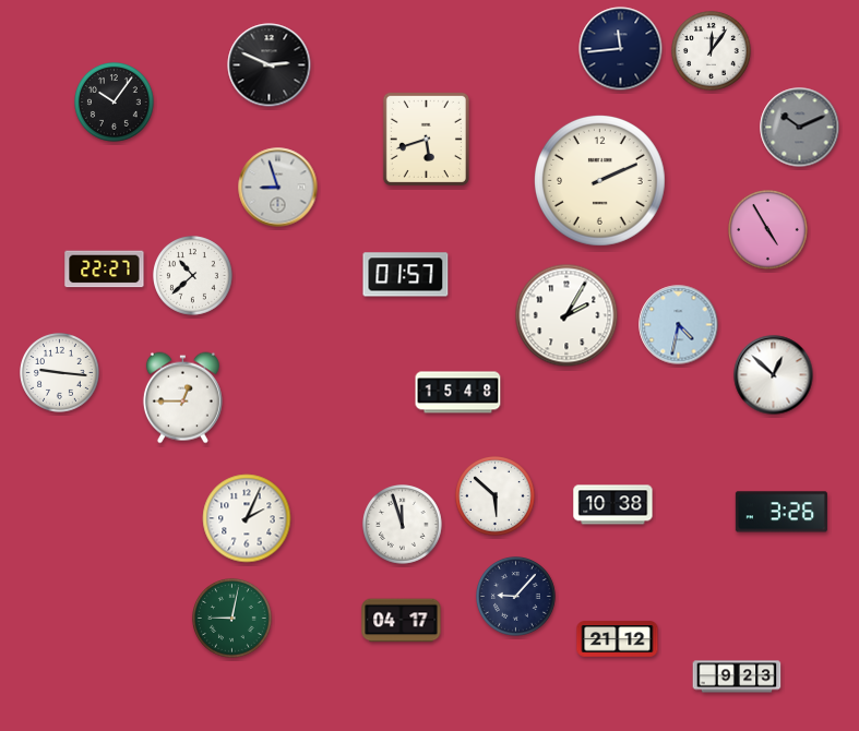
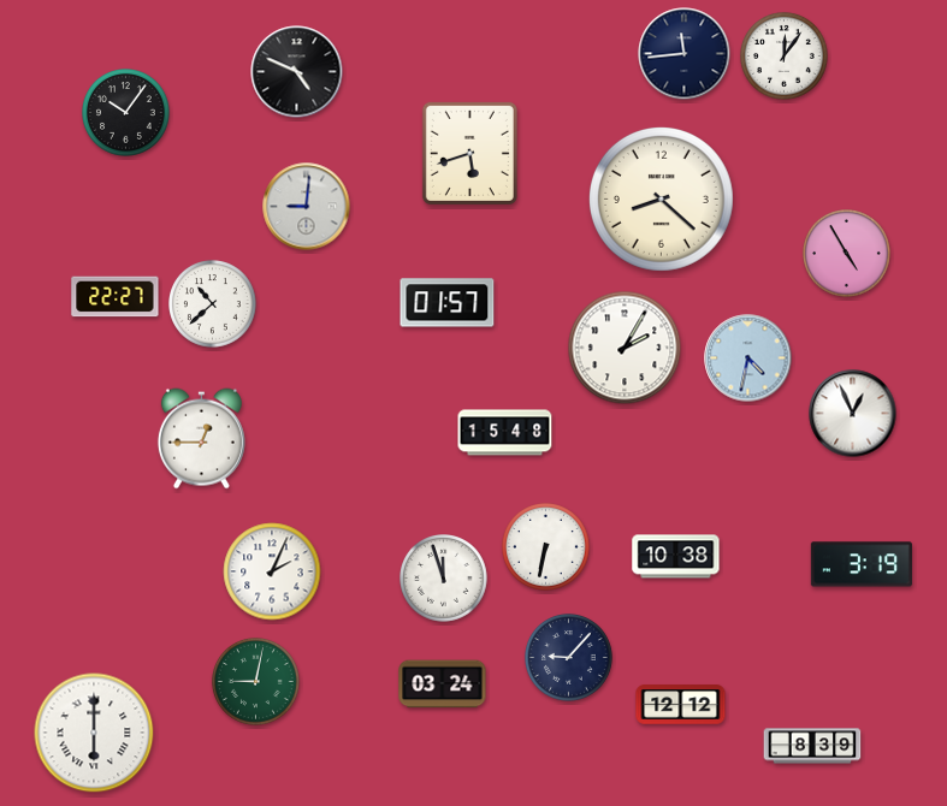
clock at (270, 65): 2:49 -> 4:49
clock at (800, 128): 10:11 -> none
clock at (599, 180): 2:11 -> 8:22
clock at (278, 188): 8:57 -> 9:01
clock at (60, 373): 9:16 -> none
clock at (774, 375): 12:52 -> 12:56
clock at (496, 496): 5:52 -> 6:32
clock at (782, 512): 3:26 -> 3:19
clock at (402, 621): 04:17 -> 03:24
clock at (618, 639): 21:12 -> 12:12
clock at (94, 733): none -> 6:00
clock at (737, 676): 9:23 -> 8:39
